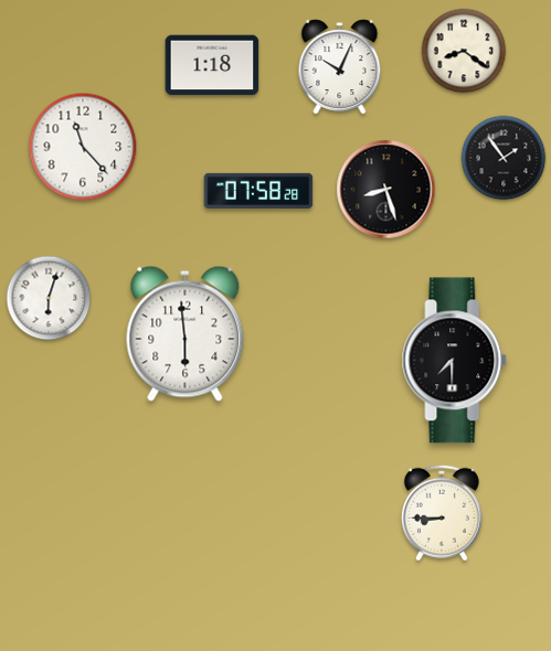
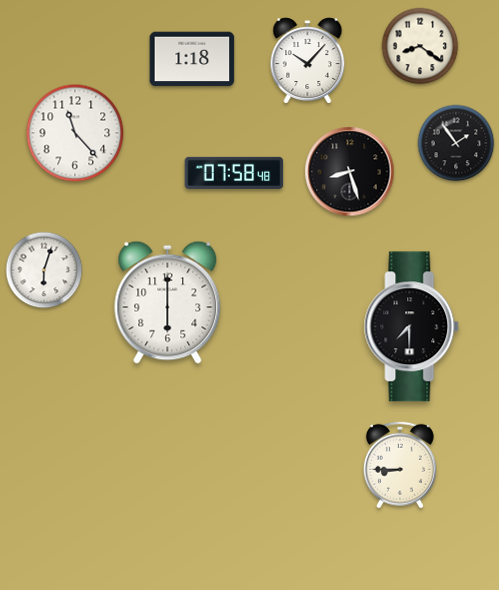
clock at (340, 67): 10:04 -> 10:07
clock at (258, 191): 07:58:28 -> 07:58:48
clock at (186, 333): 5:59 -> 6:00
